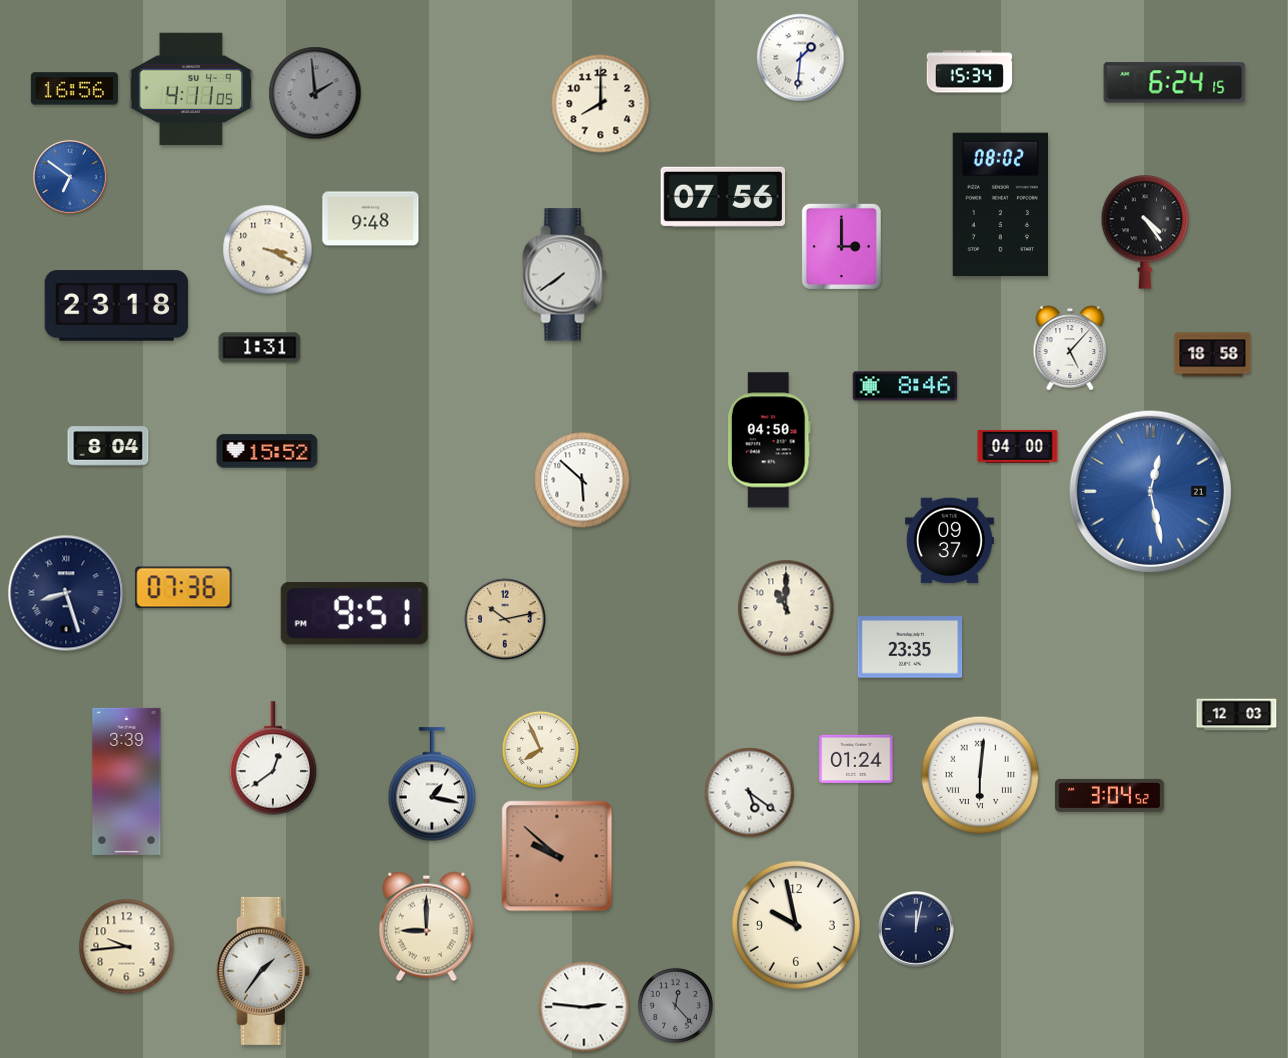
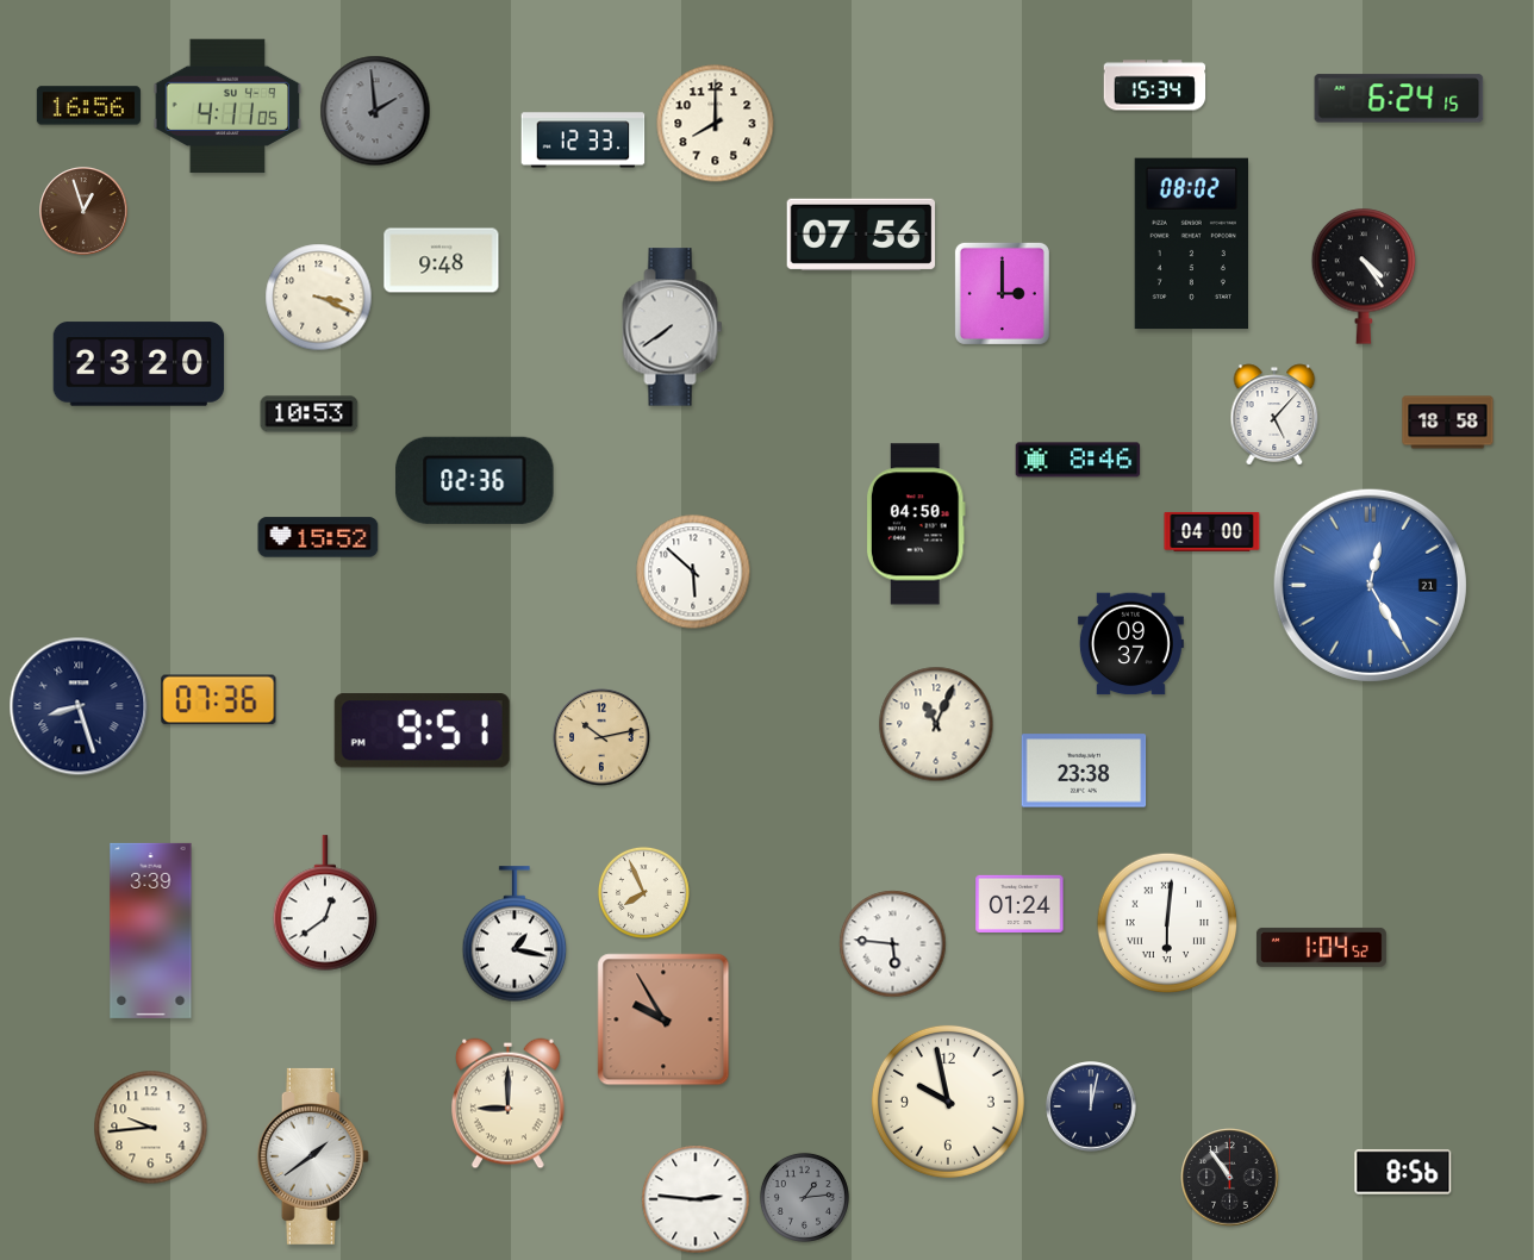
clock at (801, 58): 1:31 -> none
clock at (584, 141): none -> 12:33
clock at (70, 177): 6:51 -> 12:57
clock at (70, 177) dial: blue -> brown
clock at (117, 306): 23:18 -> 23:20
clock at (260, 348): 1:31 -> 10:53
clock at (1213, 355) position: (1213, 355) -> (1448, 423)
clock at (475, 480): none -> 02:36
clock at (108, 446): 8:04 -> none
clock at (1150, 491): 12:28 -> 12:25
clock at (786, 608): 11:00 -> 11:04
clock at (910, 647): 23:35 -> 23:38
clock at (1237, 715): 12:03 -> none
clock at (750, 793): 5:21 -> 5:46
clock at (1109, 795): 3:04 -> 1:04
clock at (557, 856): 9:52 -> 9:55
clock at (263, 971): 1:36 -> 1:39
clock at (1403, 1172): none -> 8:56
clock at (1230, 1178): none -> 10:54
clock at (675, 1005): 12:23 -> 1:14
